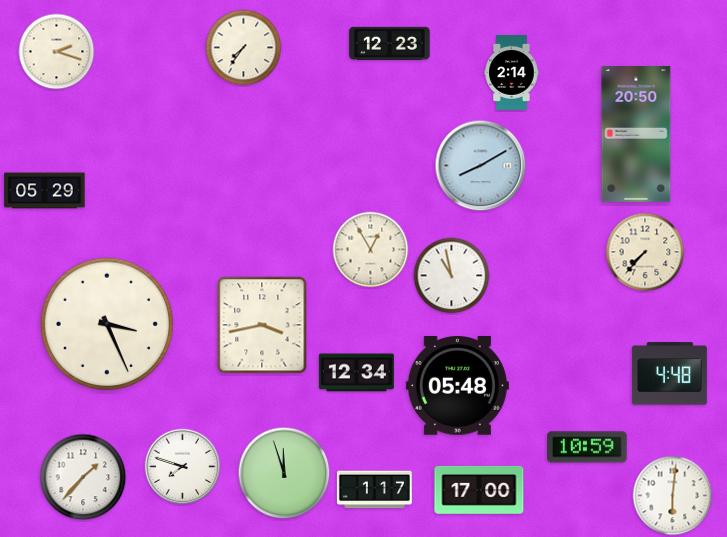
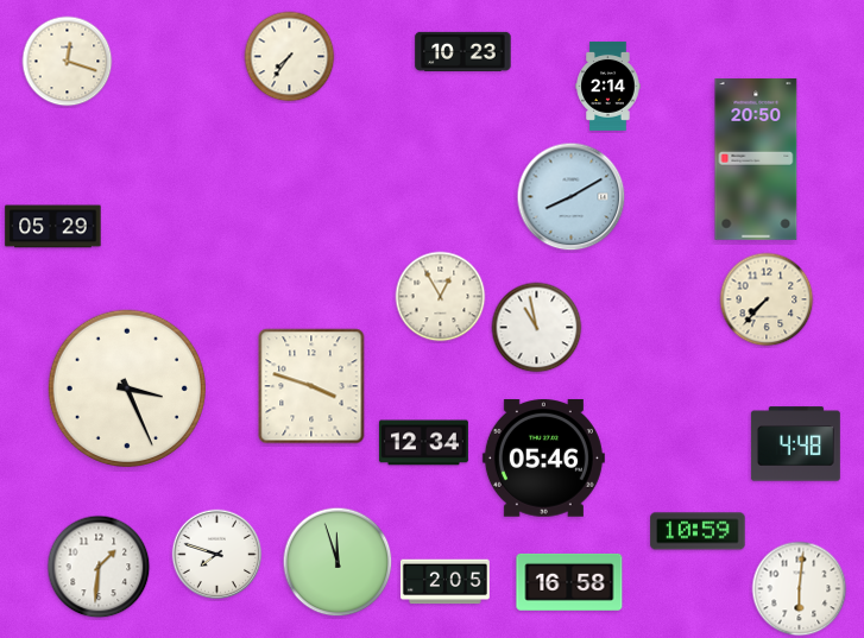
clock at (390, 43): 12:23 -> 10:23
clock at (57, 52): 2:18 -> 12:18
clock at (107, 324) position: (107, 324) -> (127, 389)
clock at (262, 325): 3:43 -> 3:48
clock at (457, 386): 05:48 -> 05:46
clock at (83, 477): 1:37 -> 1:31
clock at (374, 490): 1:17 -> 2:05
clock at (479, 490): 17:00 -> 16:58
